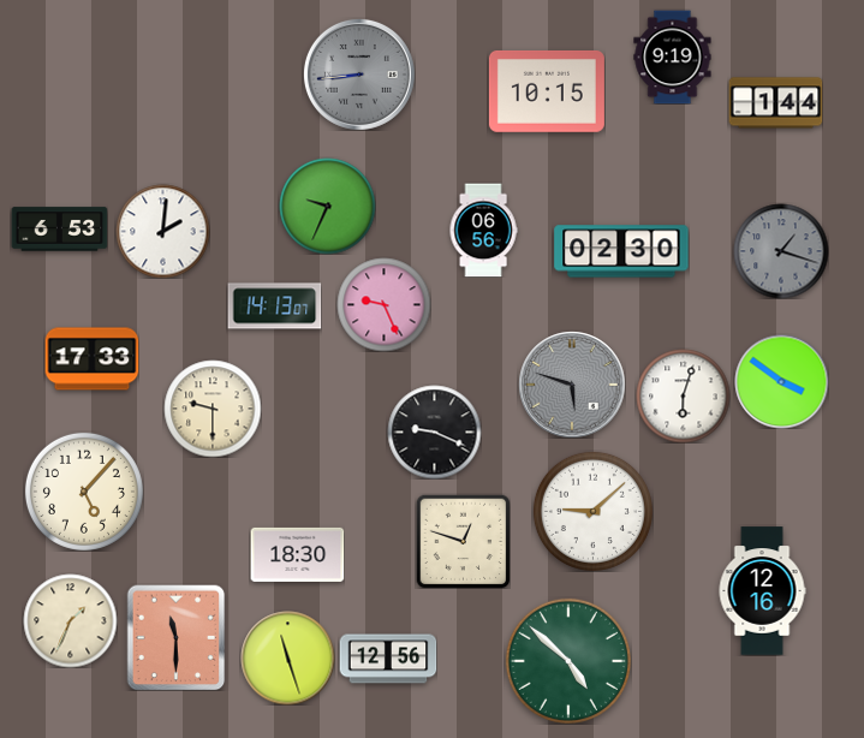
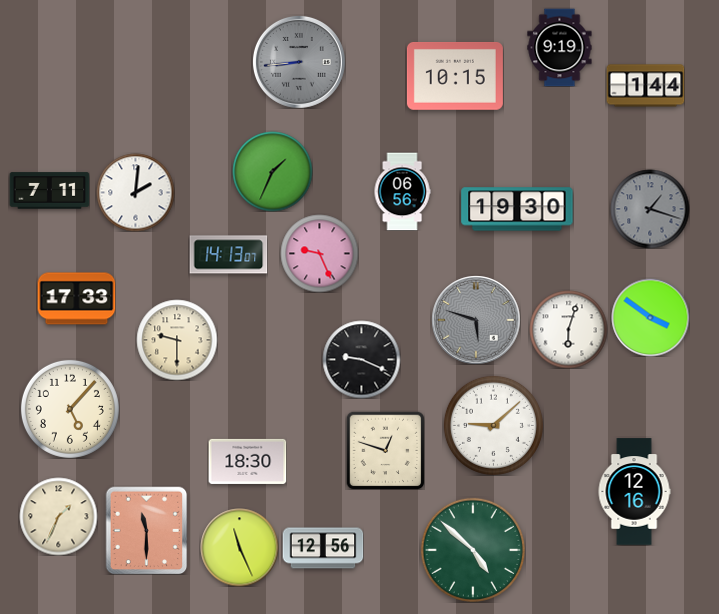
clock at (327, 206): 9:34 -> 1:34
clock at (59, 230): 6:53 -> 7:11
clock at (621, 251): 02:30 -> 19:30
clock at (287, 657): 11:27 -> 11:26
